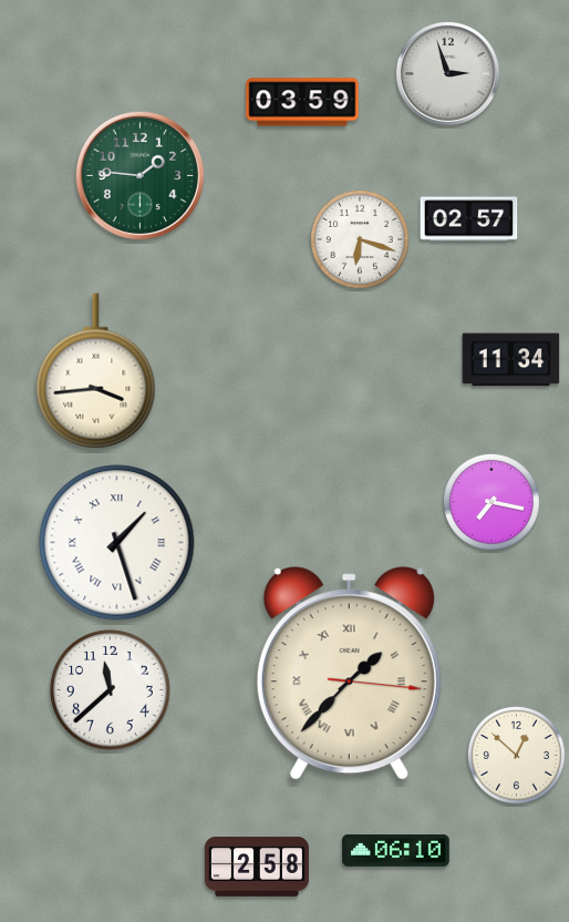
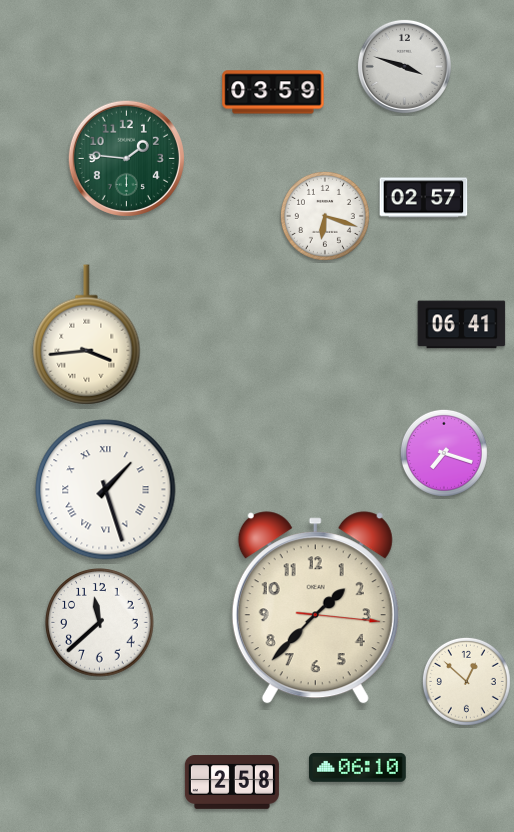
clock at (447, 73): 2:57 -> 3:48
clock at (511, 360): 11:34 -> 06:41
clock at (492, 502): 7:17 -> 7:18
clock at (349, 674) numerals: Roman -> Arabic
